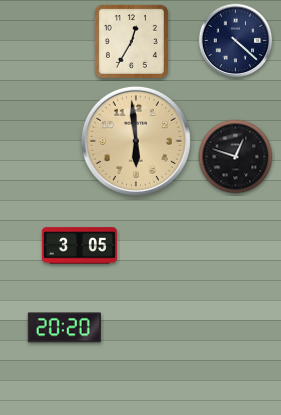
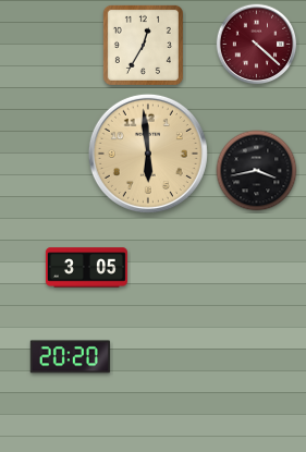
clock at (236, 41) dial: navy -> burgundy
clock at (236, 157): 12:48 -> 3:43
